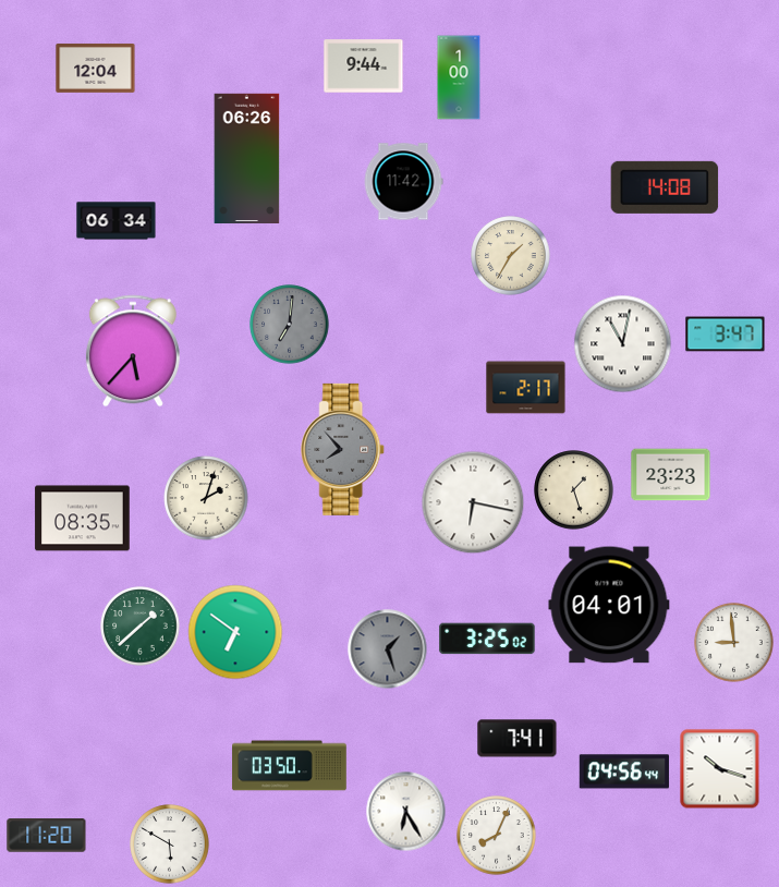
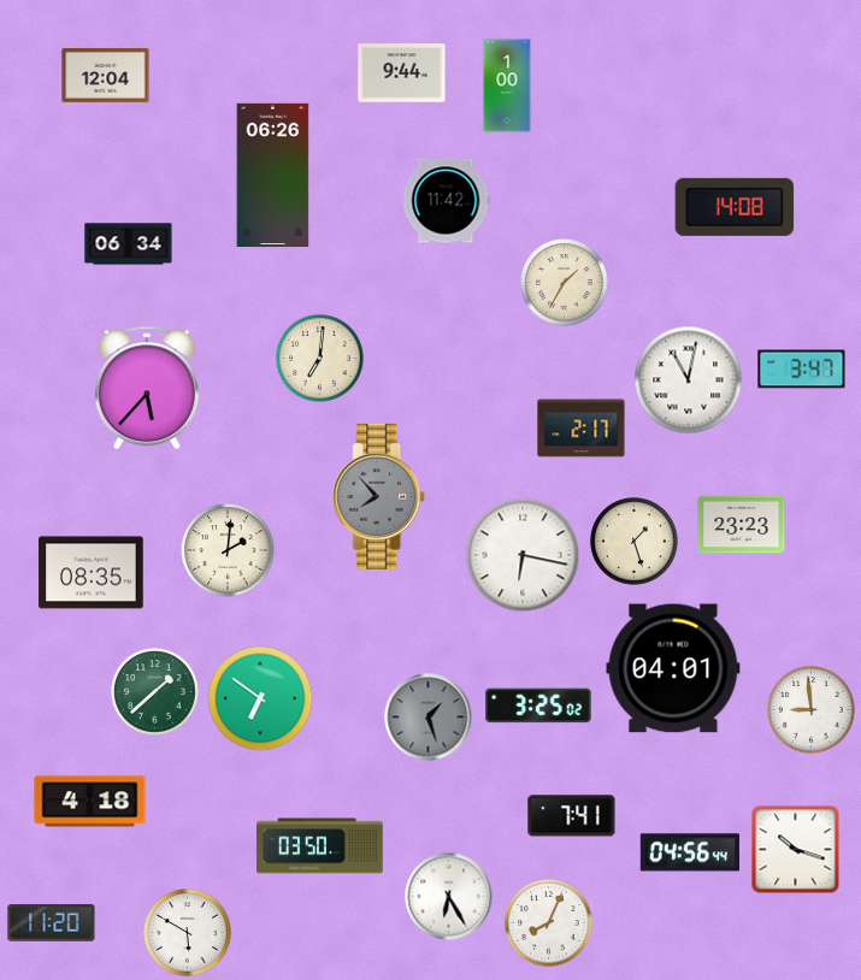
clock at (290, 325) dial: grey -> cream
clock at (206, 498): 2:03 -> 2:01
clock at (90, 802): none -> 4:18
